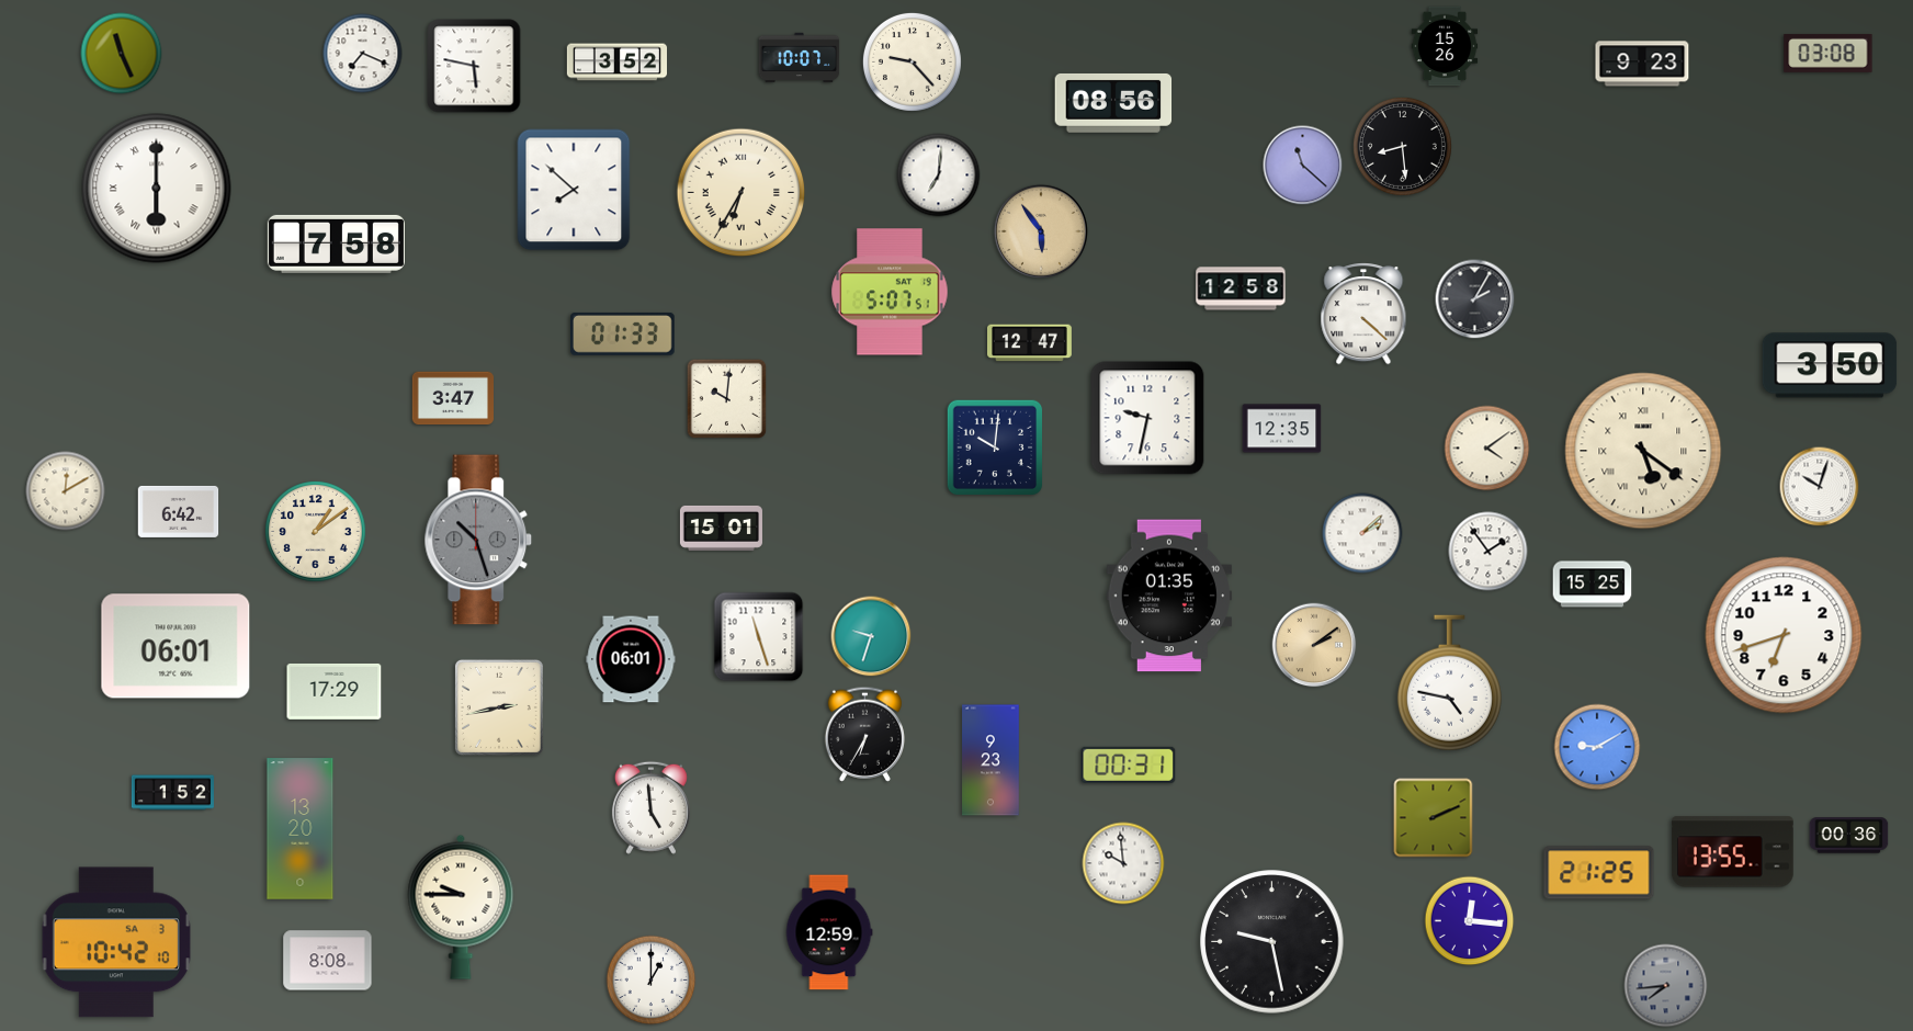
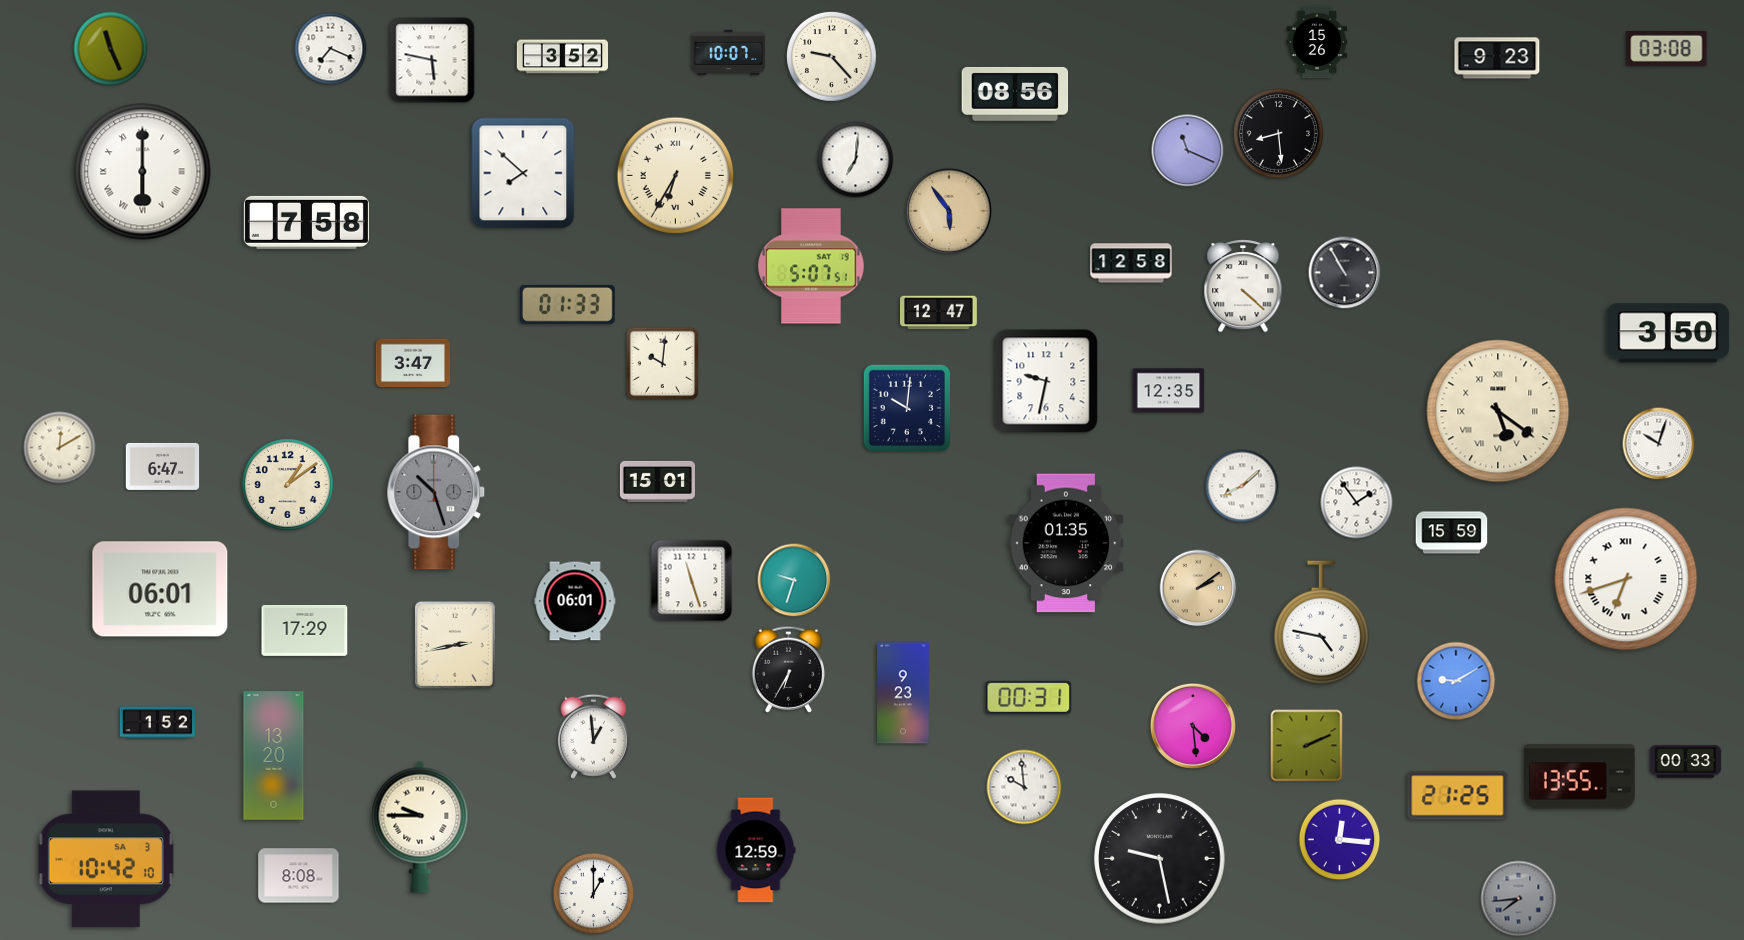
clock at (1303, 166): 11:22 -> 11:19
clock at (1475, 299): 2:05 -> 10:55
clock at (1487, 449): 4:09 -> none
clock at (179, 511): 6:42 -> 6:47
clock at (1362, 533): 2:08 -> 8:08
clock at (1593, 585): 15:25 -> 15:59
clock at (1784, 635) numerals: Arabic -> Roman
clock at (1193, 726): none -> 4:29
clock at (650, 807): 4:59 -> 12:59
clock at (1849, 836): 00:36 -> 00:33
